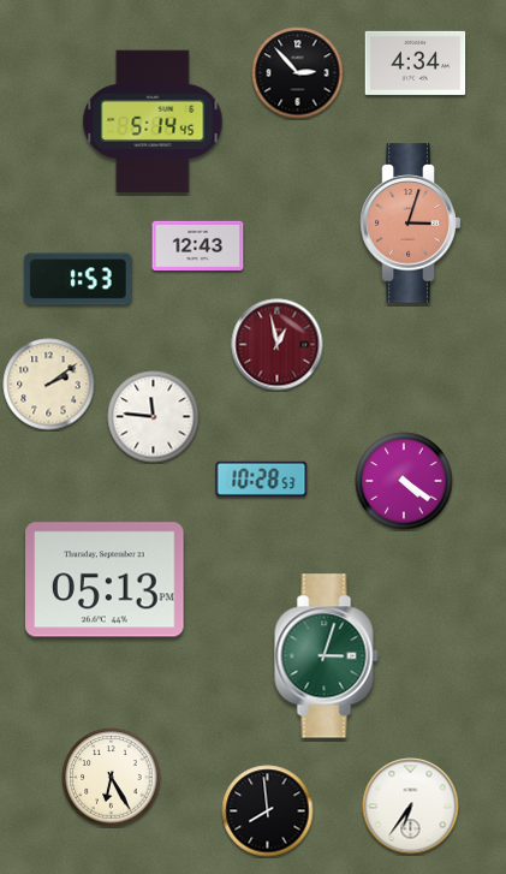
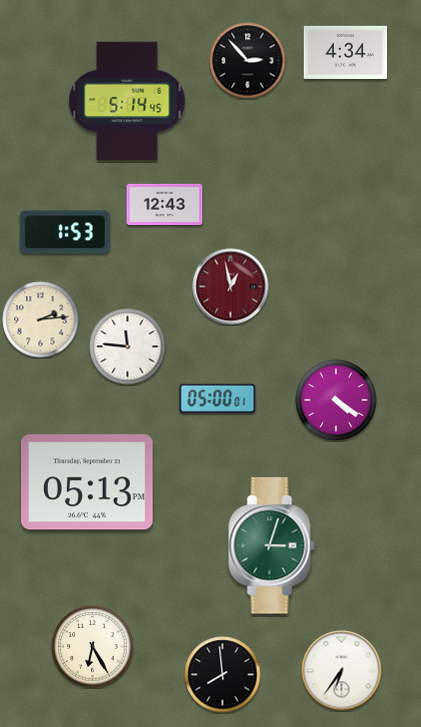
clock at (411, 224): 3:03 -> none
clock at (49, 385): 2:09 -> 2:14
clock at (262, 478): 10:28 -> 05:00
